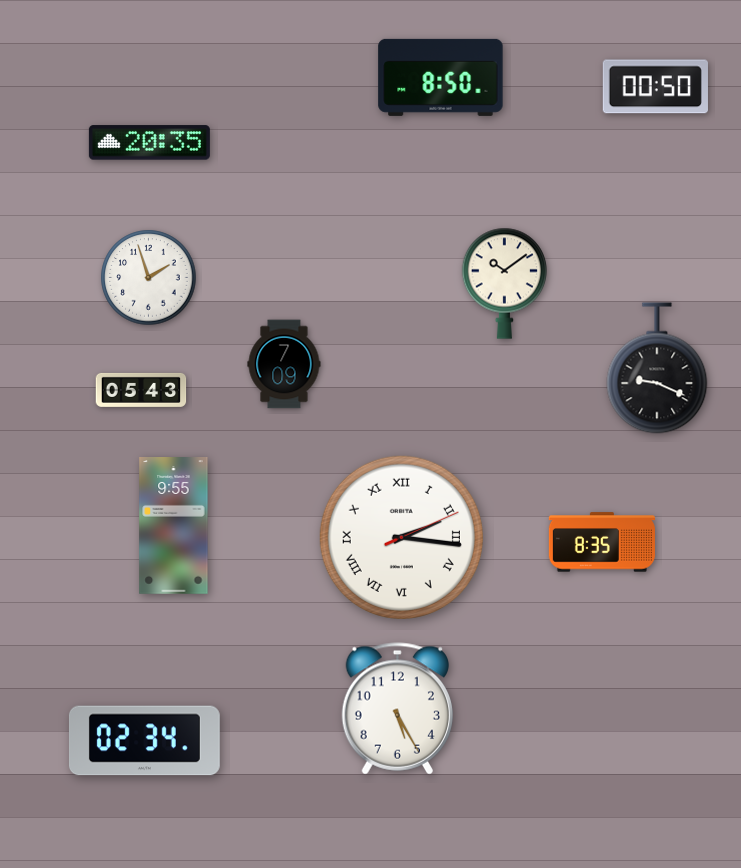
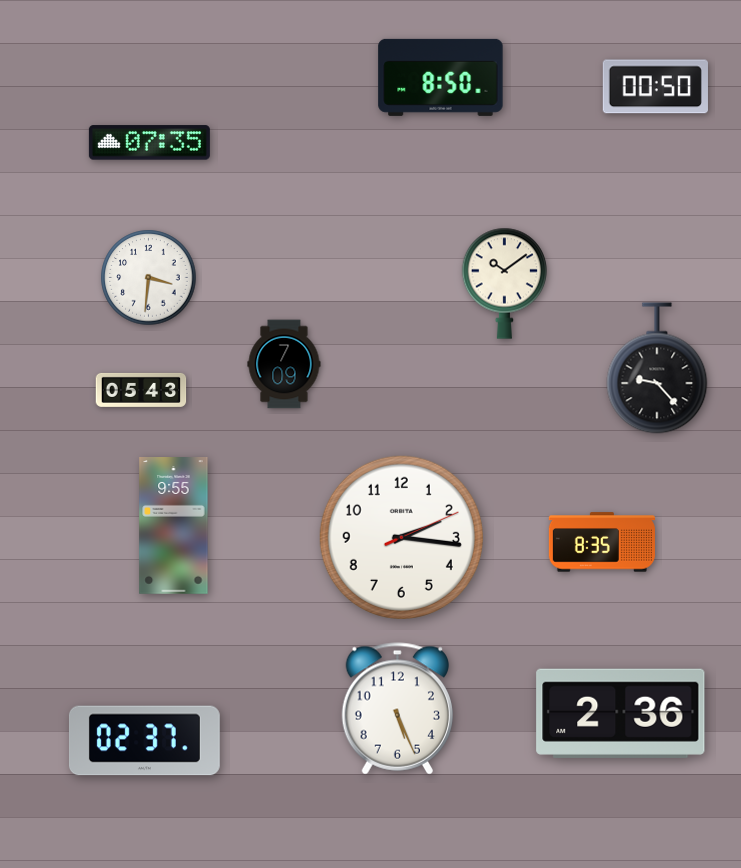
clock at (149, 143): 20:35 -> 07:35
clock at (149, 278): 1:57 -> 3:31
clock at (657, 368): 9:19 -> 9:23
clock at (401, 537) numerals: Roman -> Arabic
clock at (397, 709): 5:25 -> 5:26
clock at (621, 713): none -> 2:36
clock at (144, 741): 02:34 -> 02:37
